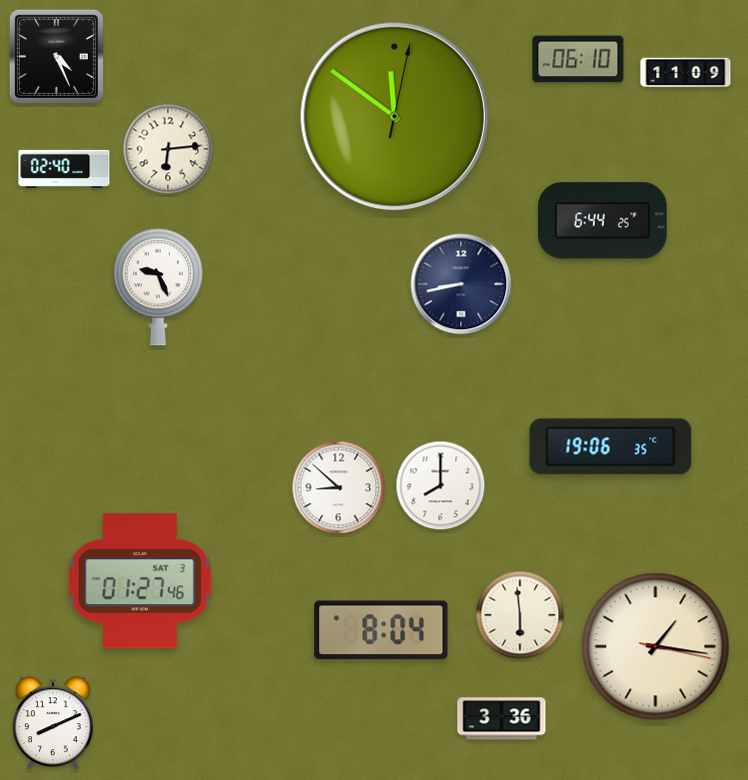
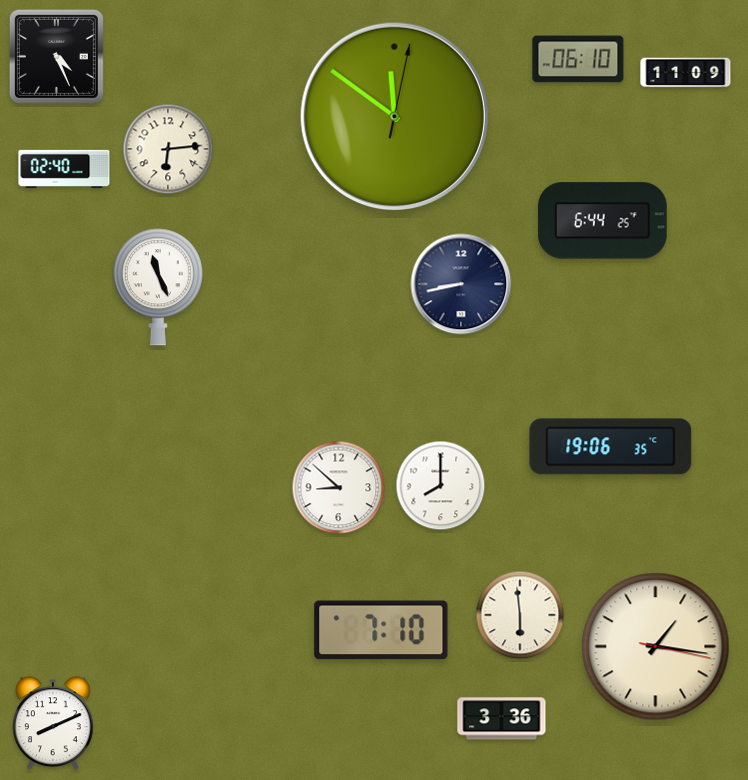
clock at (158, 287): 9:26 -> 11:26
clock at (140, 581): 01:27 -> none
clock at (381, 630): 8:04 -> 7:10
